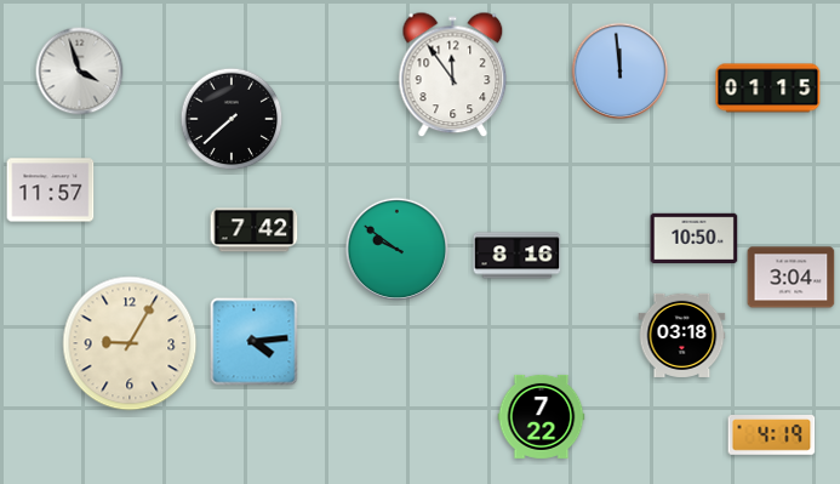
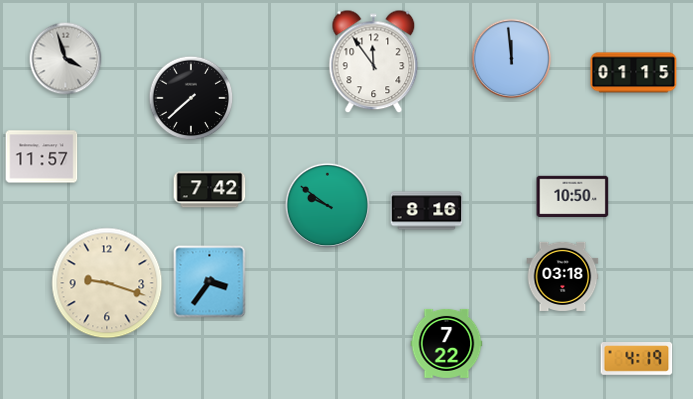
clock at (792, 278): 3:04 -> none
clock at (255, 342): 4:14 -> 3:36
clock at (130, 343): 9:05 -> 9:18
